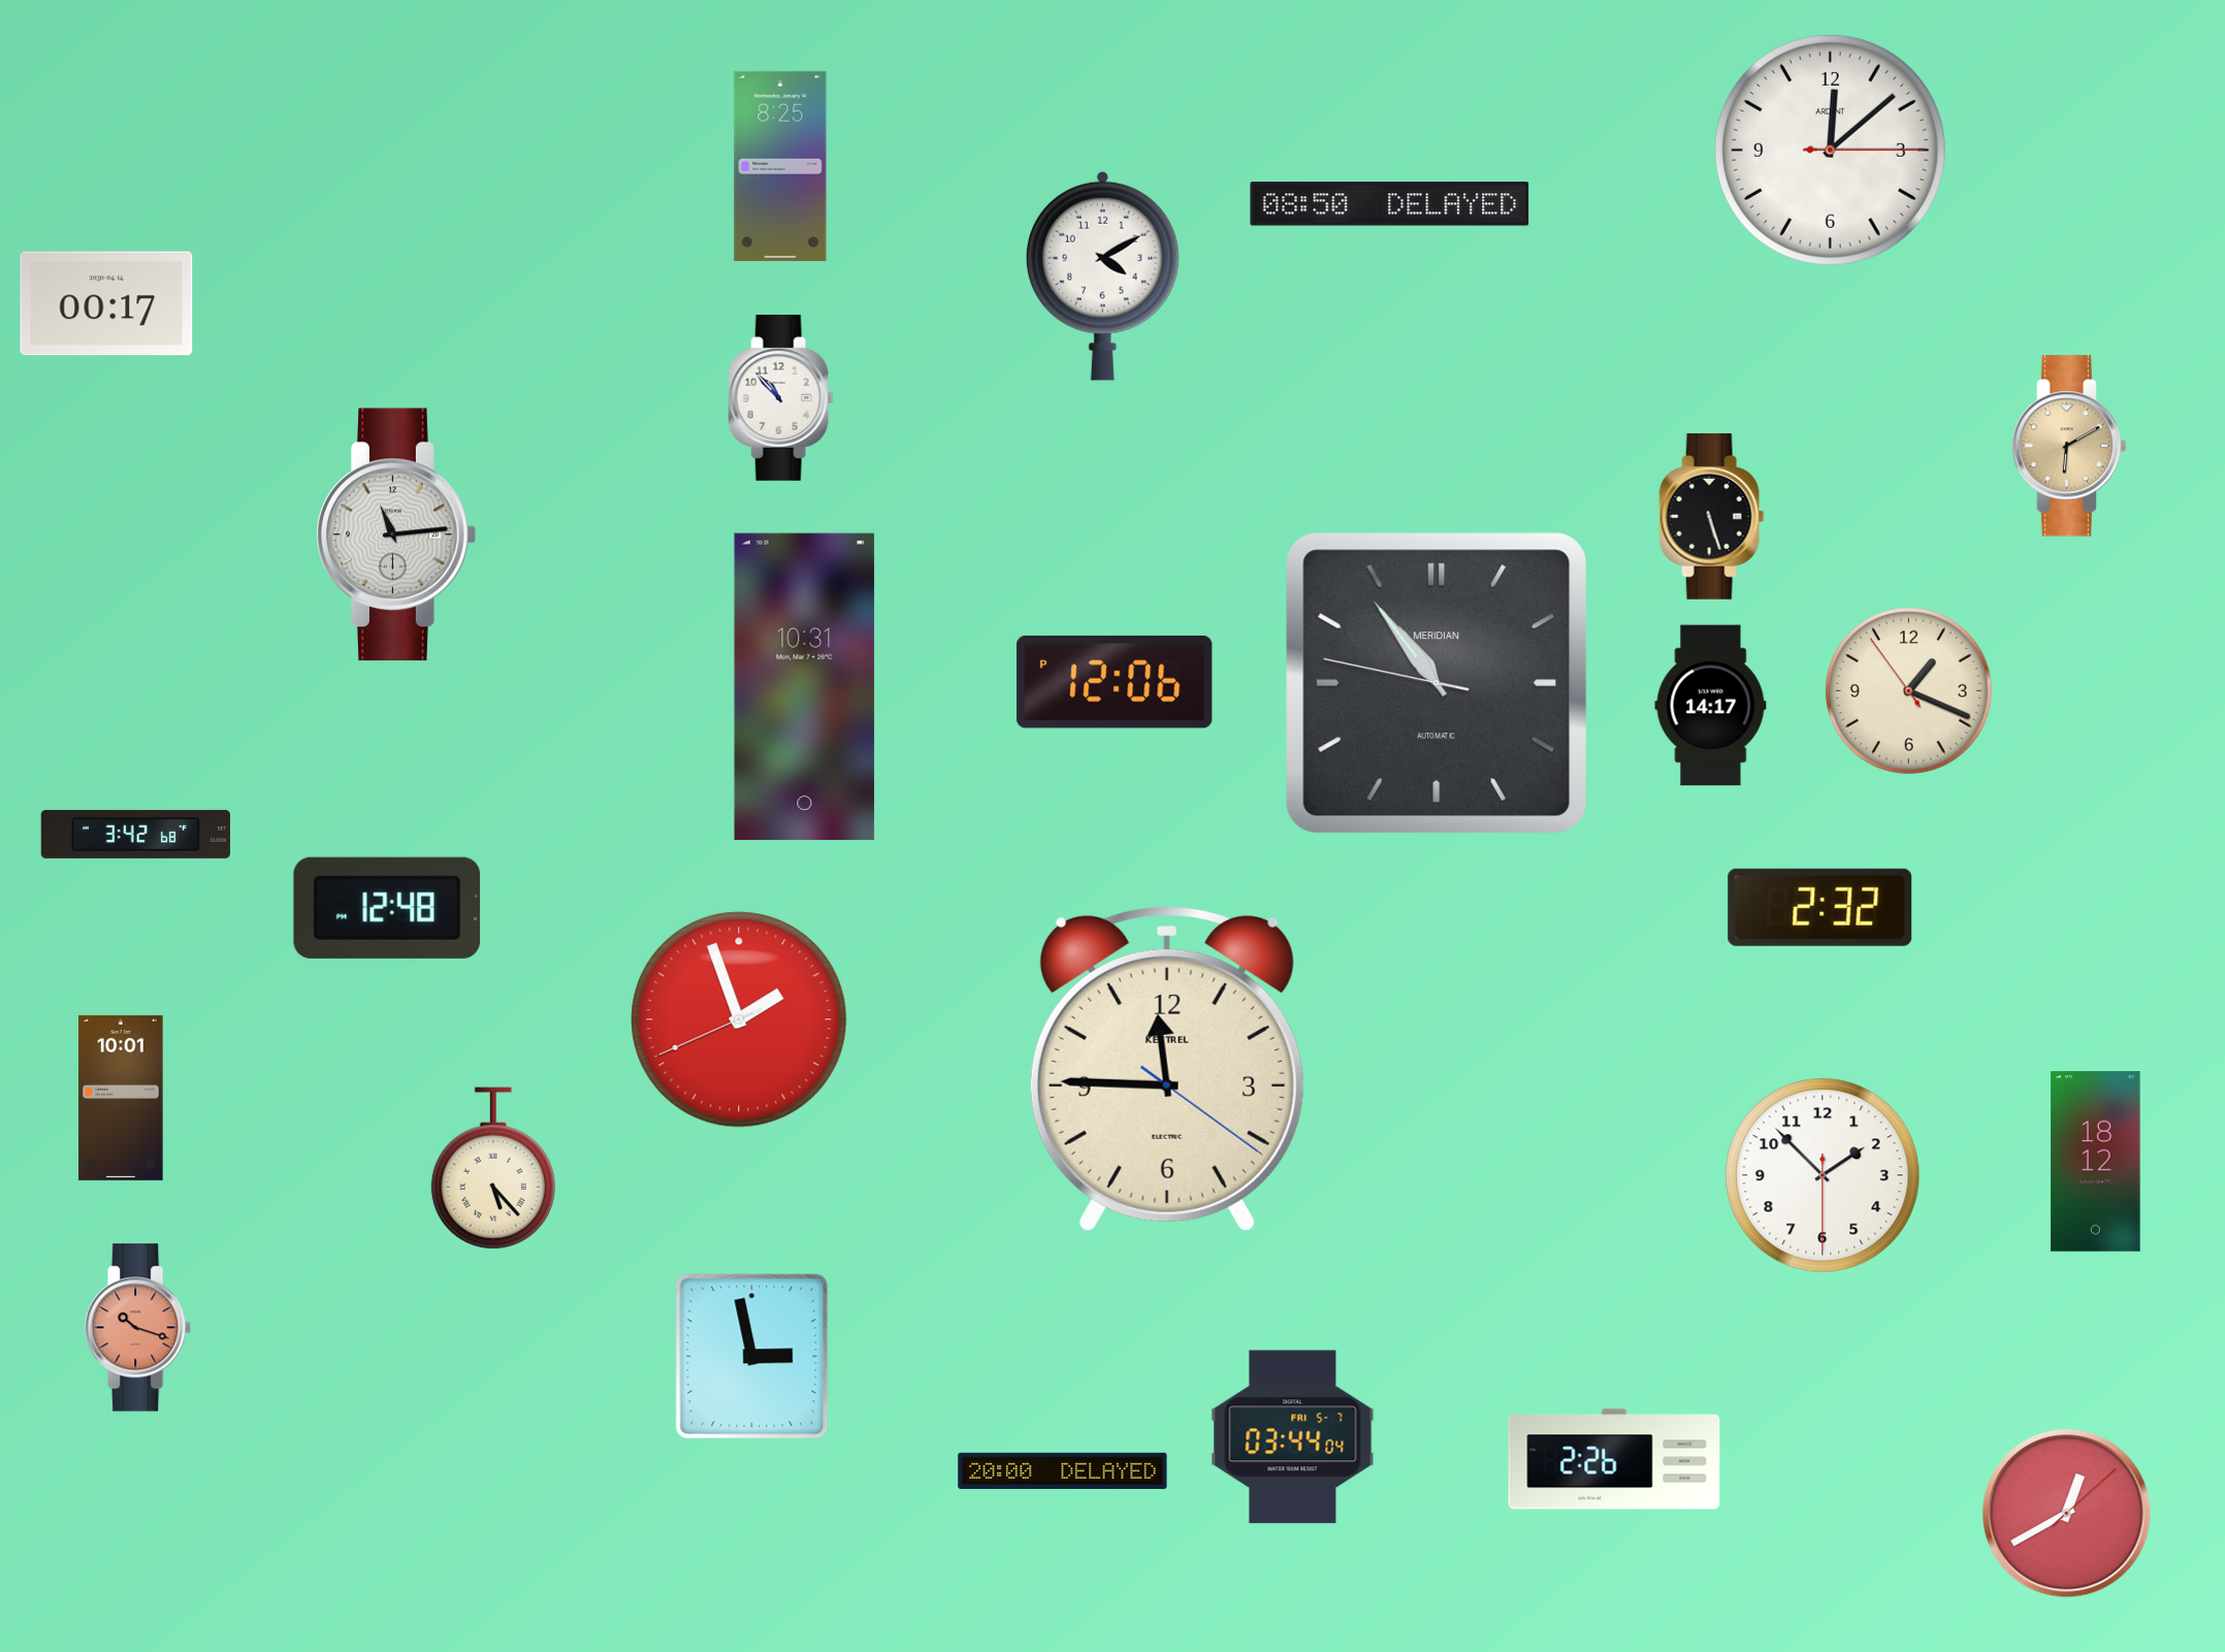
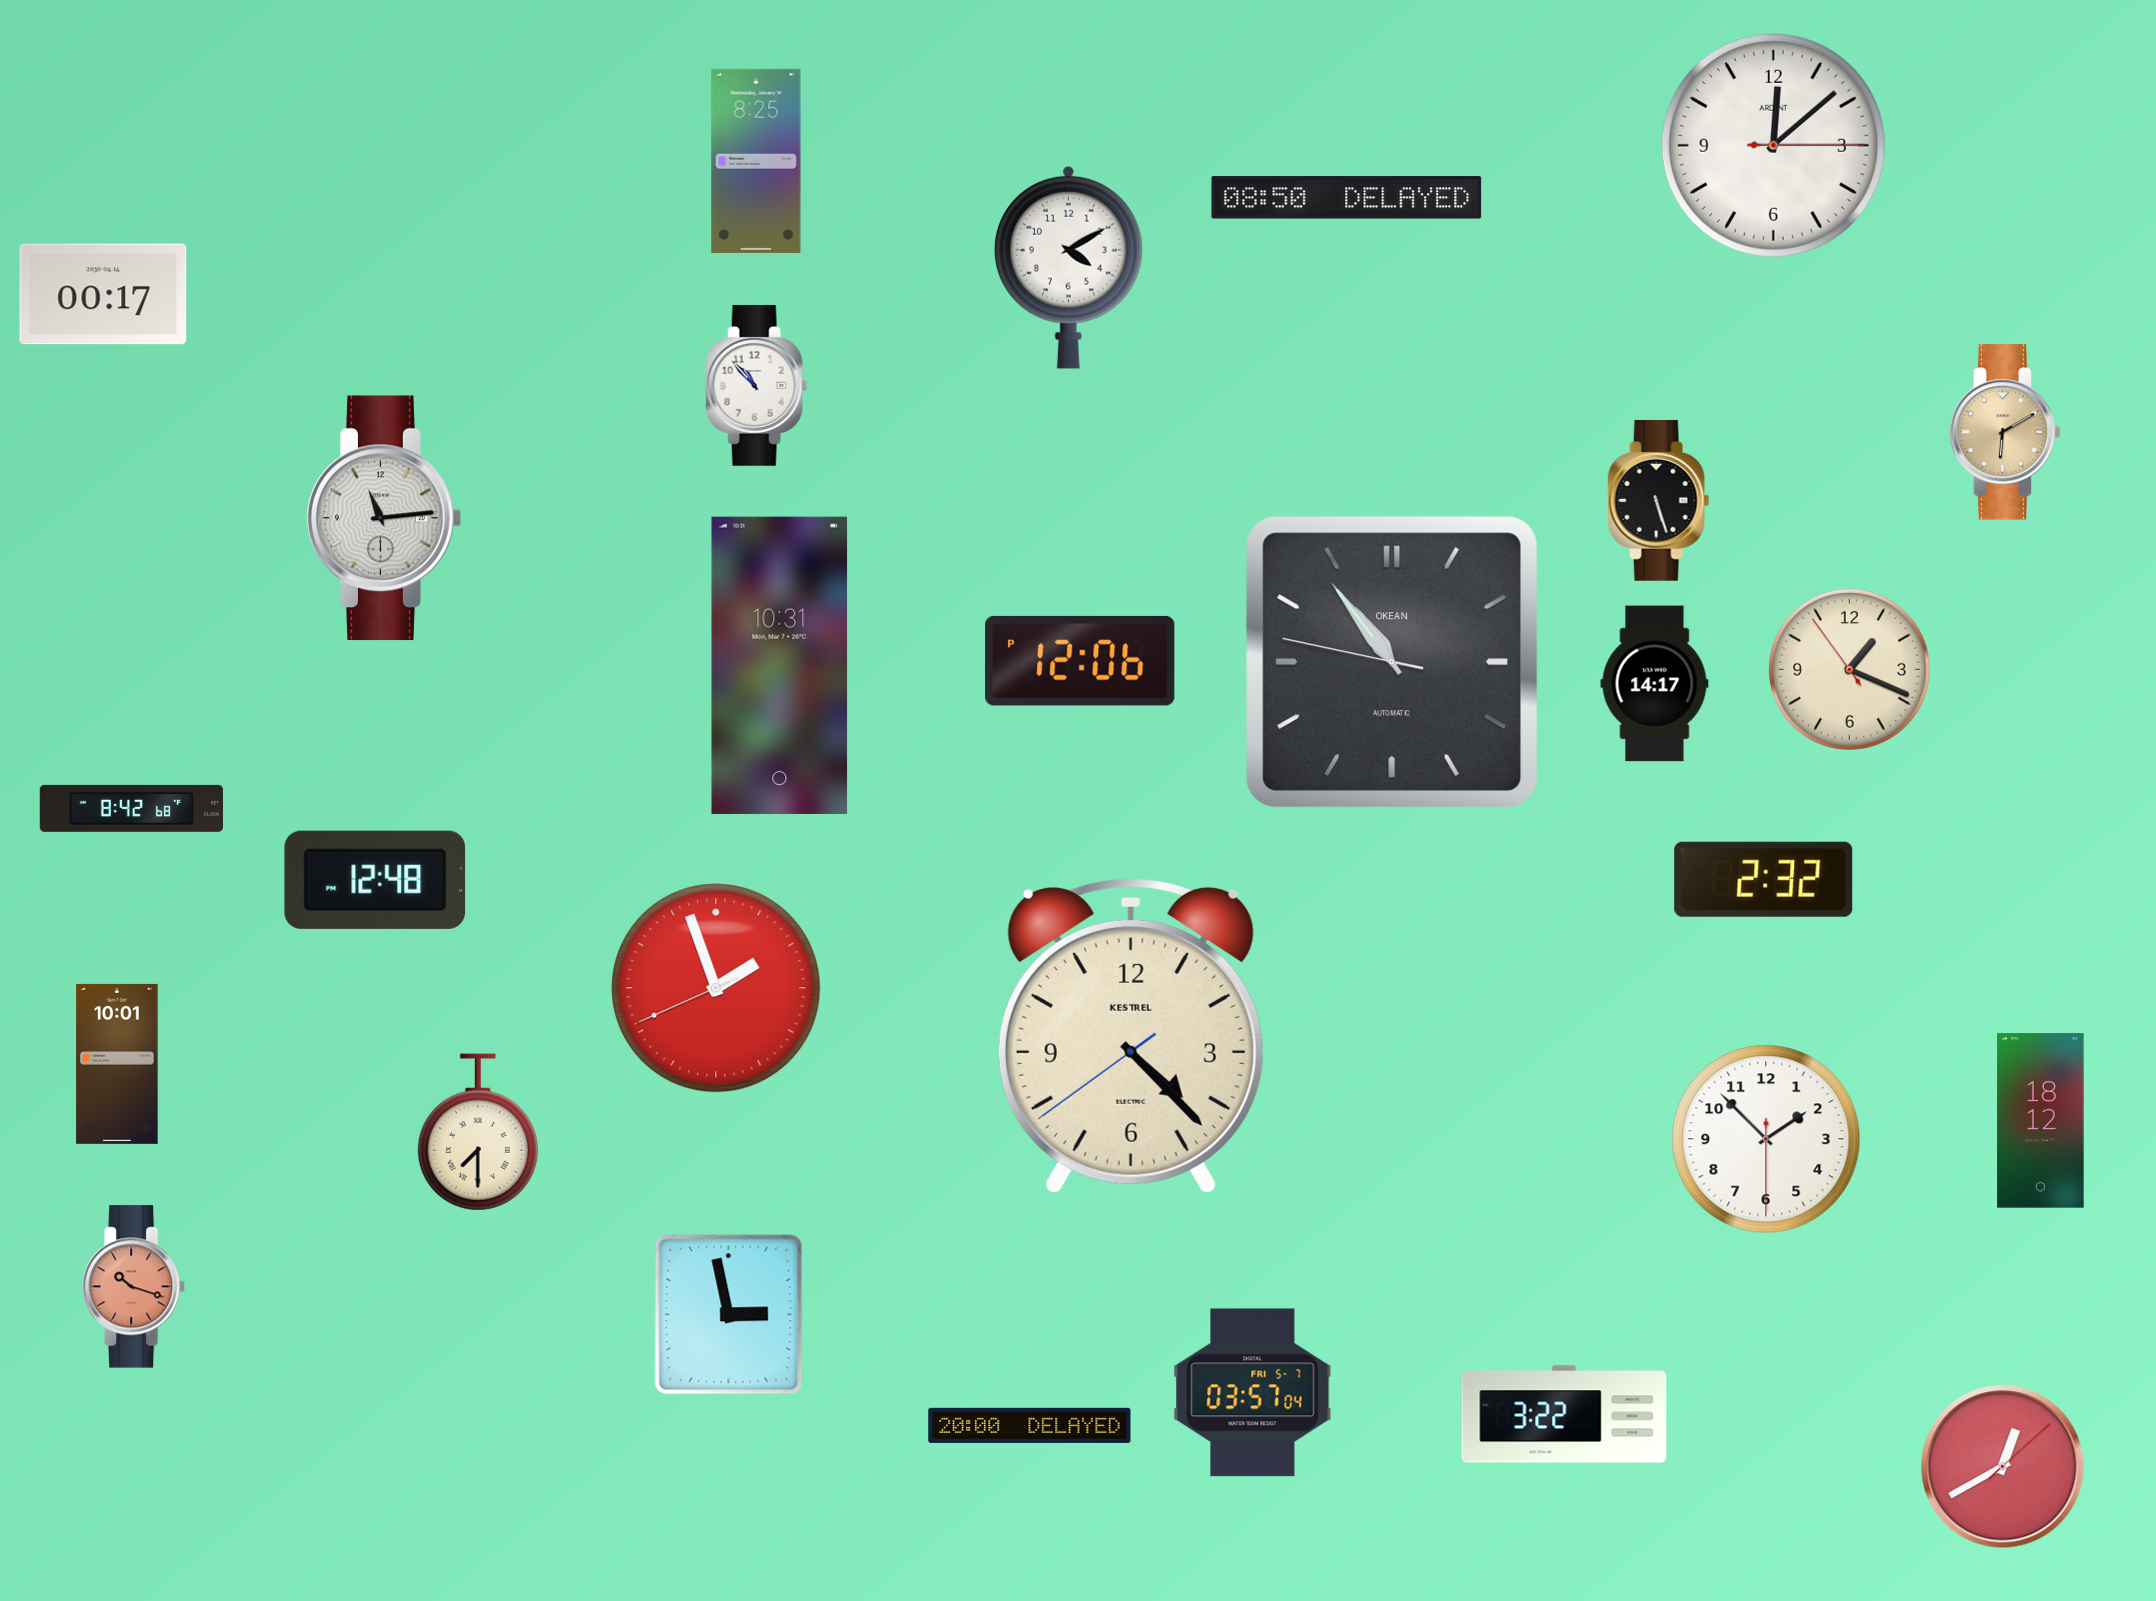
clock at (1437, 683) brand: MERIDIAN -> OKEAN
clock at (1711, 706) position: (1711, 706) -> (1655, 684)
clock at (135, 834): 3:42 -> 8:42
clock at (1167, 1068): 11:45 -> 4:22
clock at (2096, 1162) position: (2096, 1162) -> (2041, 1121)
clock at (493, 1168): 5:23 -> 7:30
clock at (1293, 1437): 03:44 -> 03:57
clock at (1614, 1459): 2:26 -> 3:22
